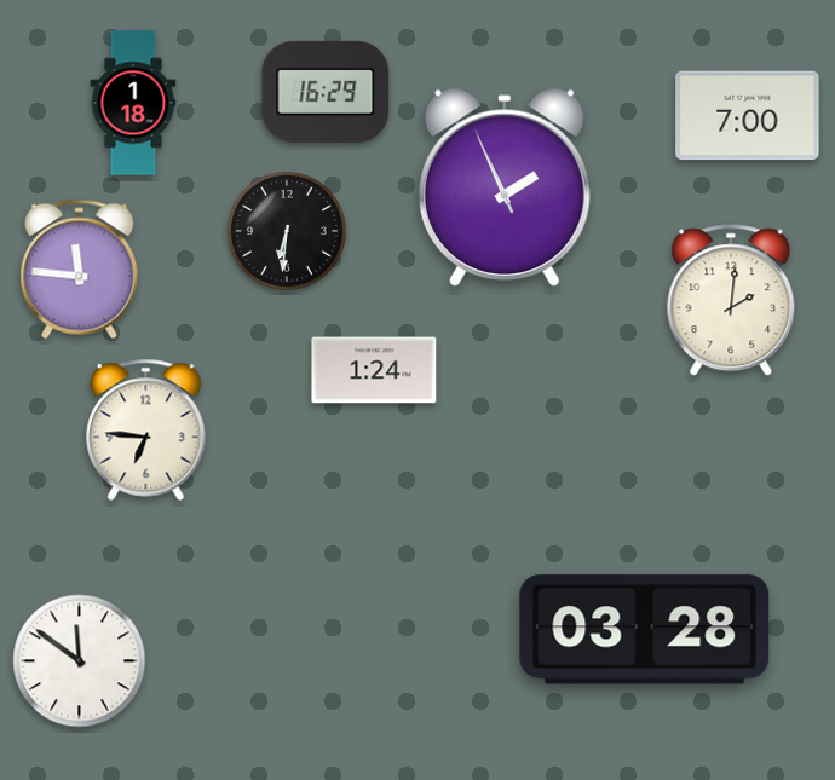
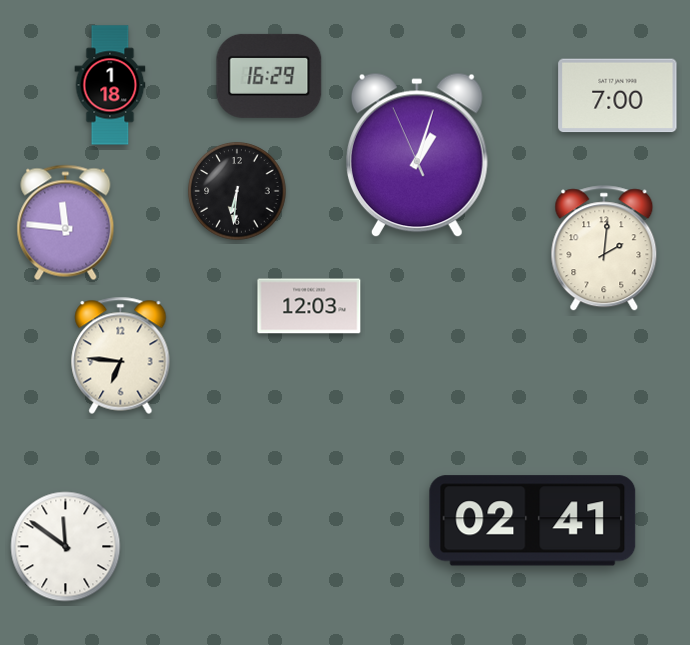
clock at (505, 187): 1:55 -> 1:02
clock at (374, 370): 1:24 -> 12:03
clock at (645, 630): 03:28 -> 02:41
